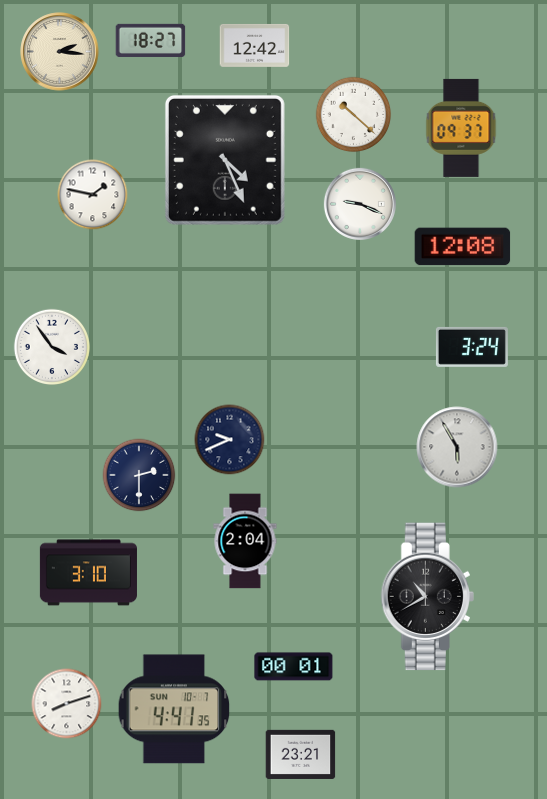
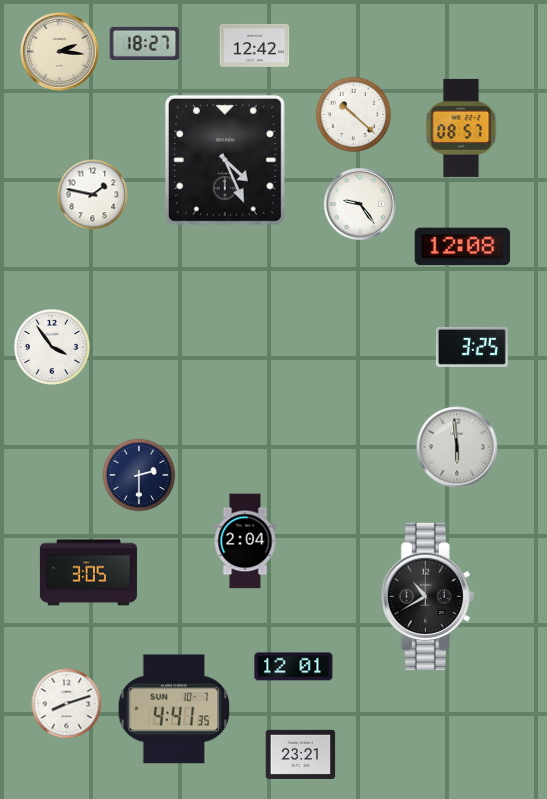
clock at (151, 40) position: (151, 40) -> (145, 43)
clock at (461, 128): 09:37 -> 08:57
clock at (360, 204): 9:19 -> 9:24
clock at (472, 347): 3:24 -> 3:25
clock at (230, 440): 9:41 -> none
clock at (457, 447): 5:55 -> 5:59
clock at (88, 573): 3:10 -> 3:05
clock at (294, 667): 00:01 -> 12:01
